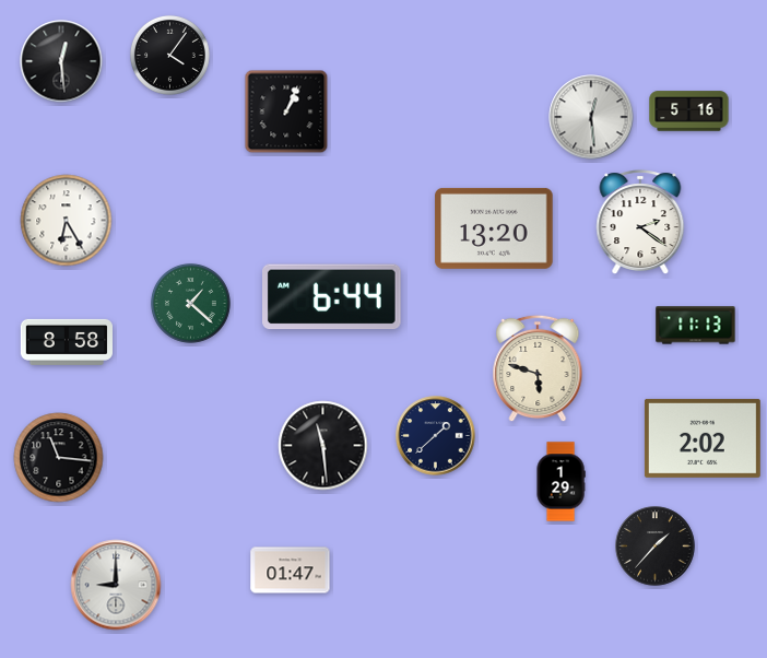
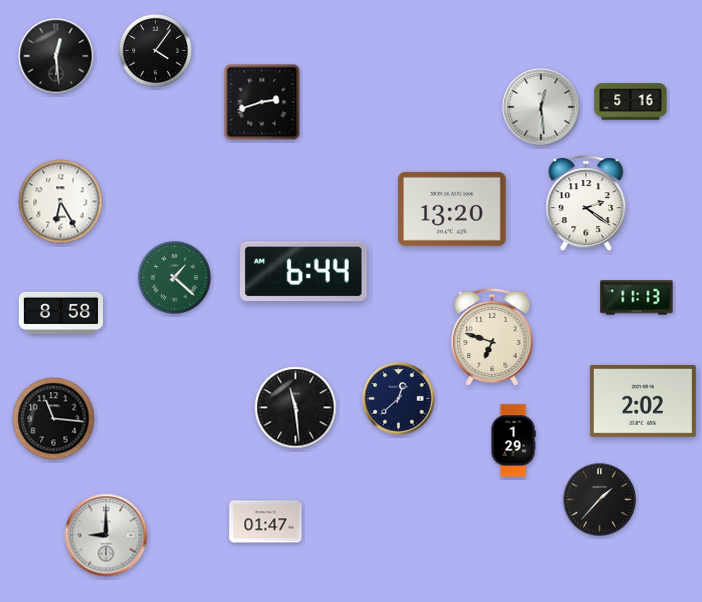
clock at (286, 111): 1:04 -> 2:42
clock at (538, 368): 5:48 -> 6:48
clock at (436, 436): 1:38 -> 12:38
